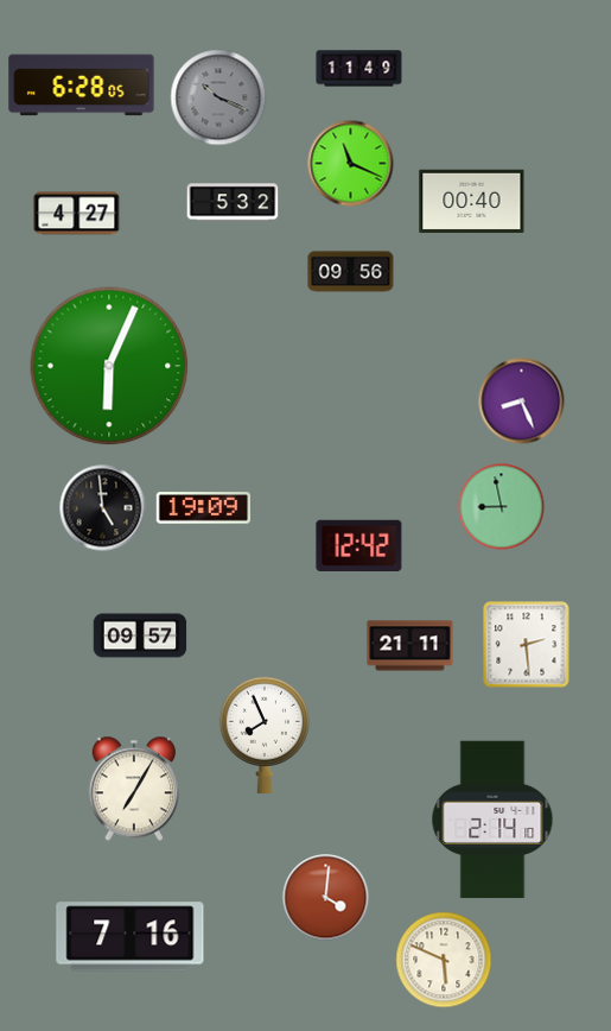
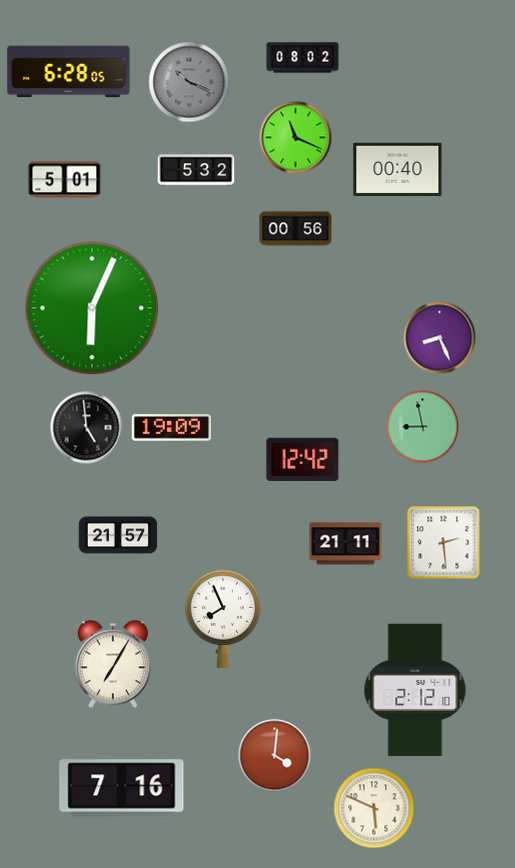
clock at (359, 69): 11:49 -> 08:02
clock at (218, 97) position: (218, 97) -> (189, 82)
clock at (77, 214): 4:27 -> 5:01
clock at (351, 272): 09:56 -> 00:56
clock at (140, 635): 09:57 -> 21:57
clock at (492, 820): 2:14 -> 2:12
clock at (131, 937) position: (131, 937) -> (122, 789)
